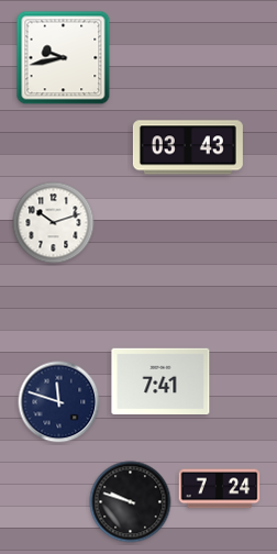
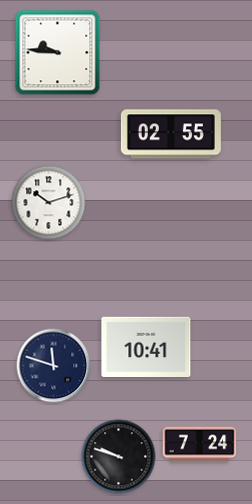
clock at (64, 58): 9:43 -> 9:46
clock at (188, 147): 03:43 -> 02:55
clock at (160, 381): 7:41 -> 10:41
